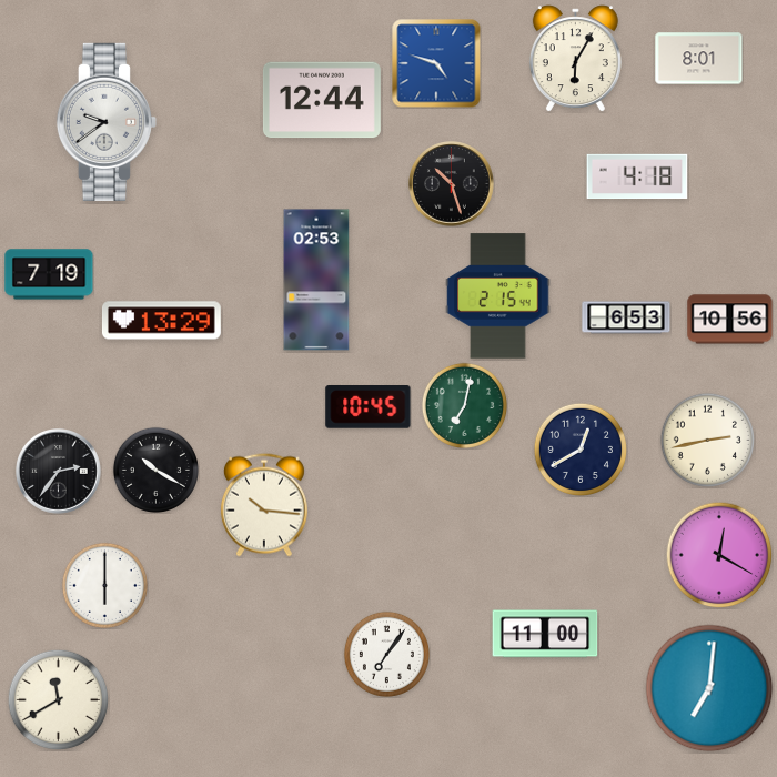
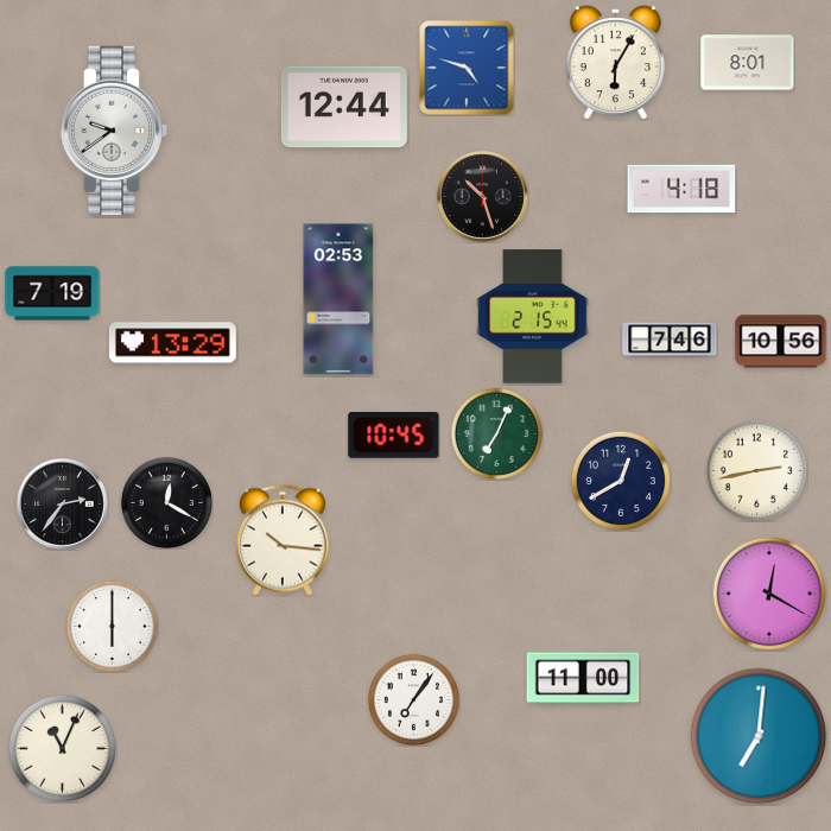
clock at (626, 317): 6:53 -> 7:46
clock at (464, 405): 7:02 -> 7:04
clock at (155, 470): 10:20 -> 12:20
clock at (58, 699): 11:40 -> 11:04
